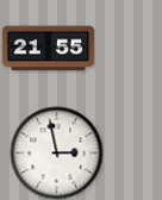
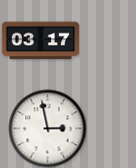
clock at (48, 49): 21:55 -> 03:17
